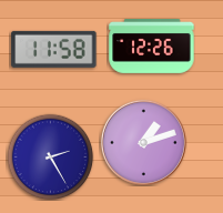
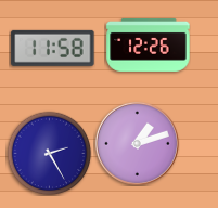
clock at (143, 142) position: (143, 142) -> (137, 143)
